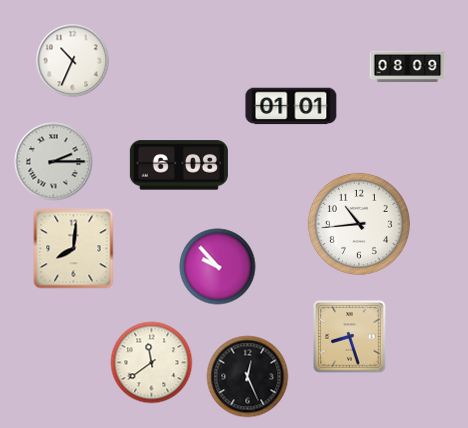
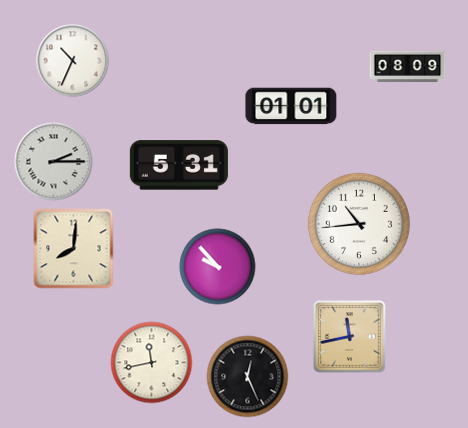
clock at (179, 165): 6:08 -> 5:31
clock at (350, 337): 8:27 -> 11:43
clock at (152, 363): 11:39 -> 11:43
